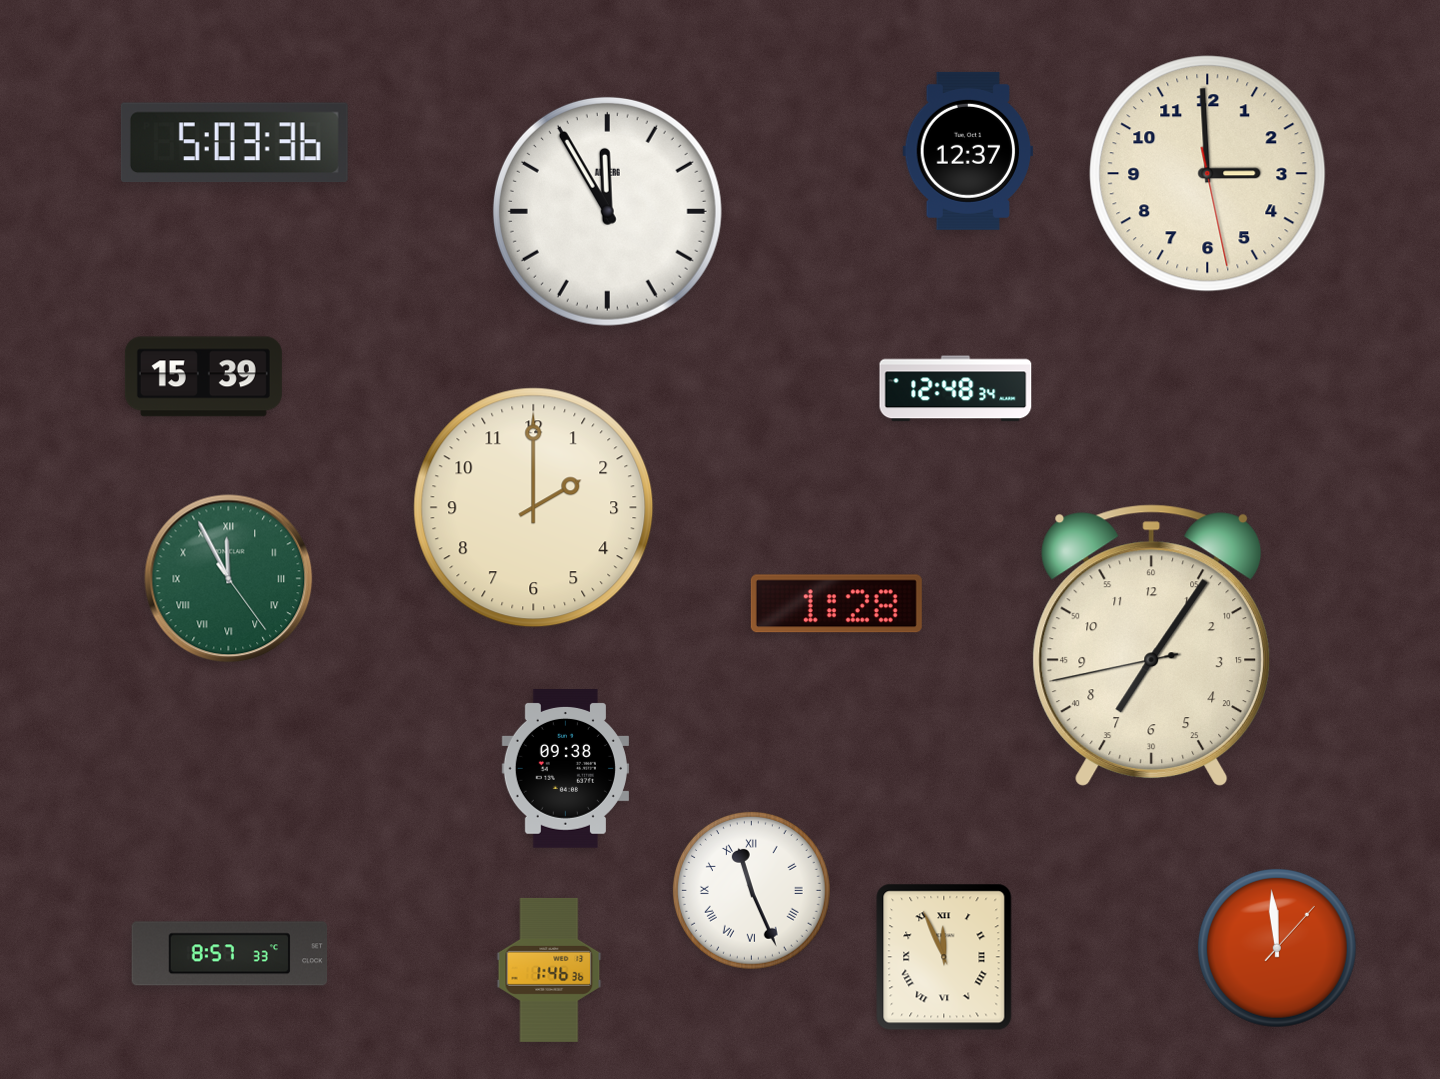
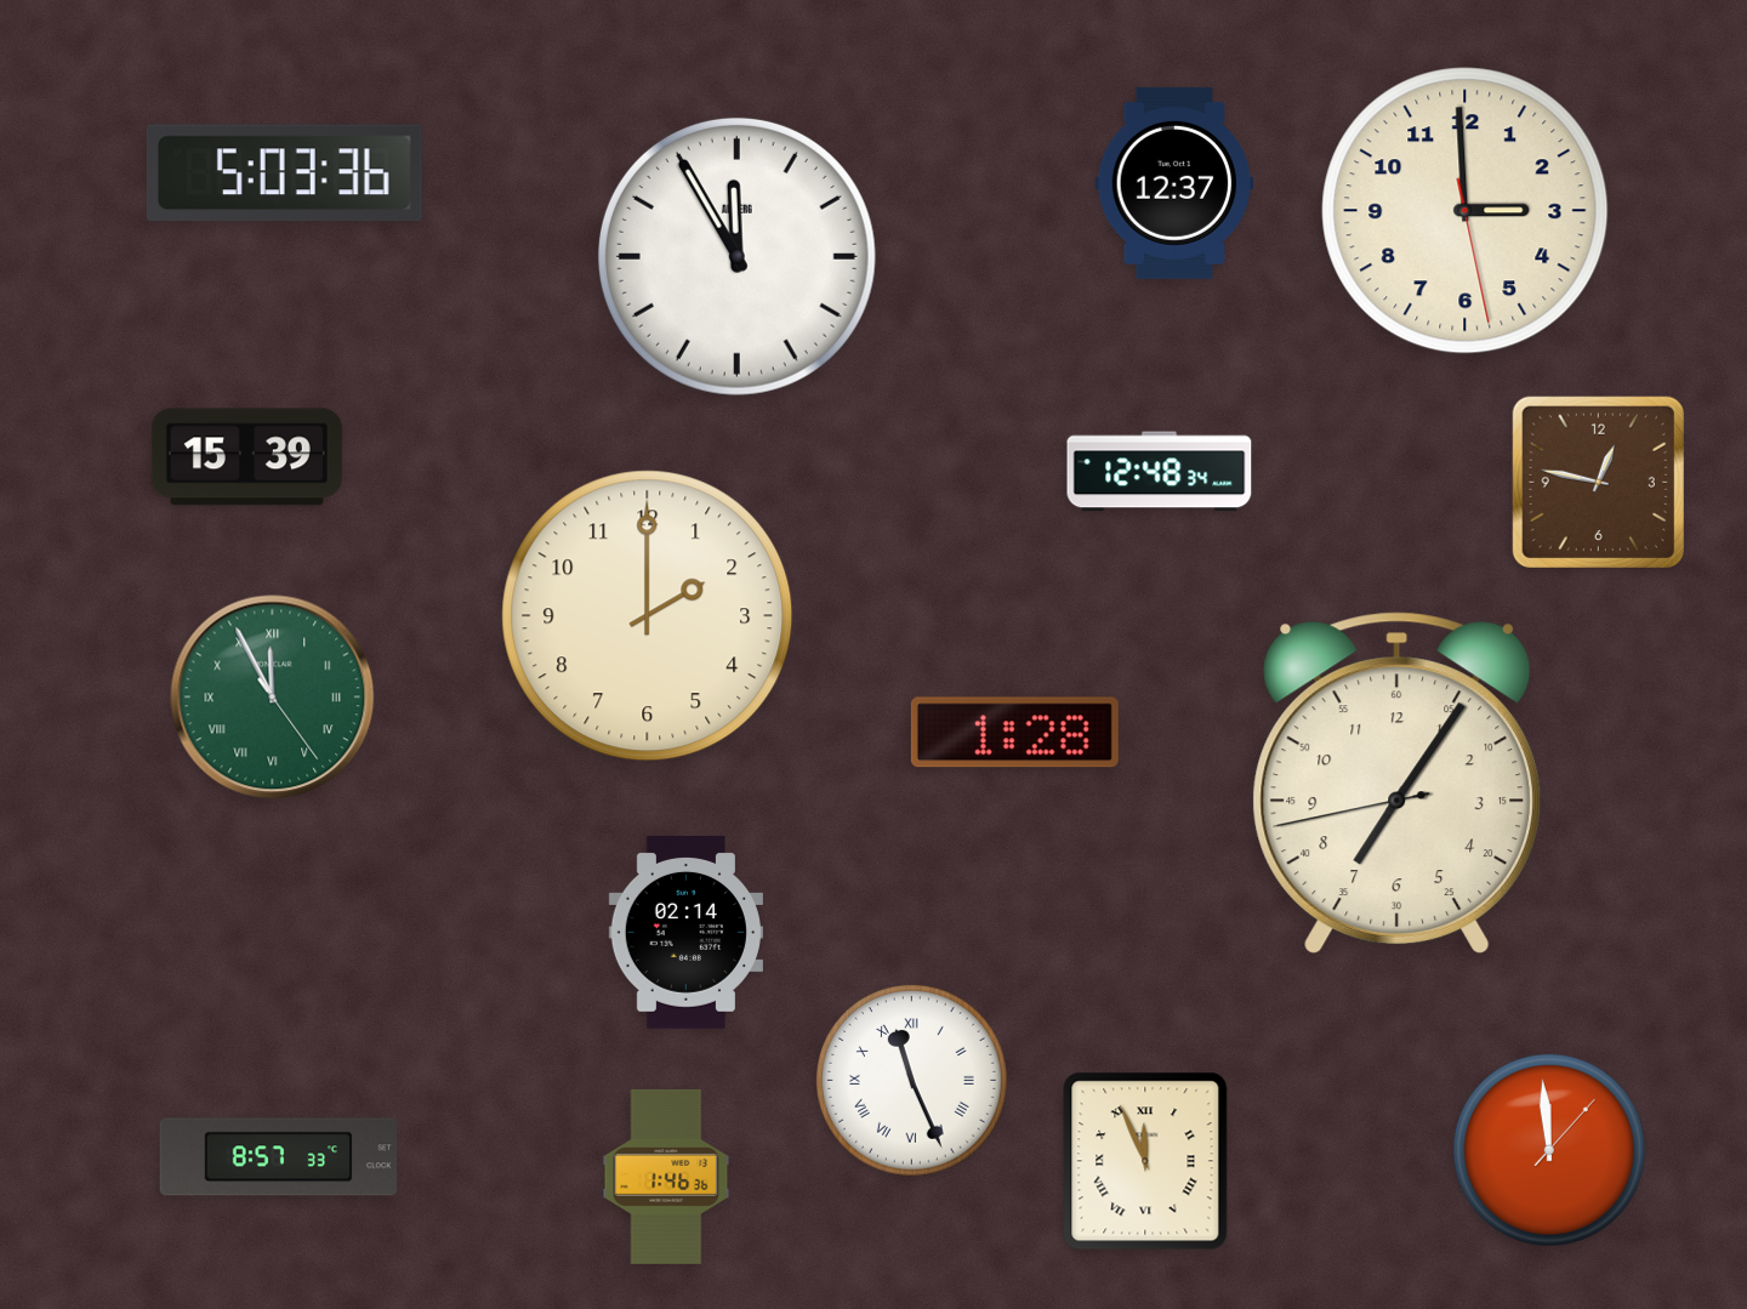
clock at (1598, 482): none -> 12:47
clock at (229, 579) position: (229, 579) -> (273, 698)
clock at (565, 769): 09:38 -> 02:14
